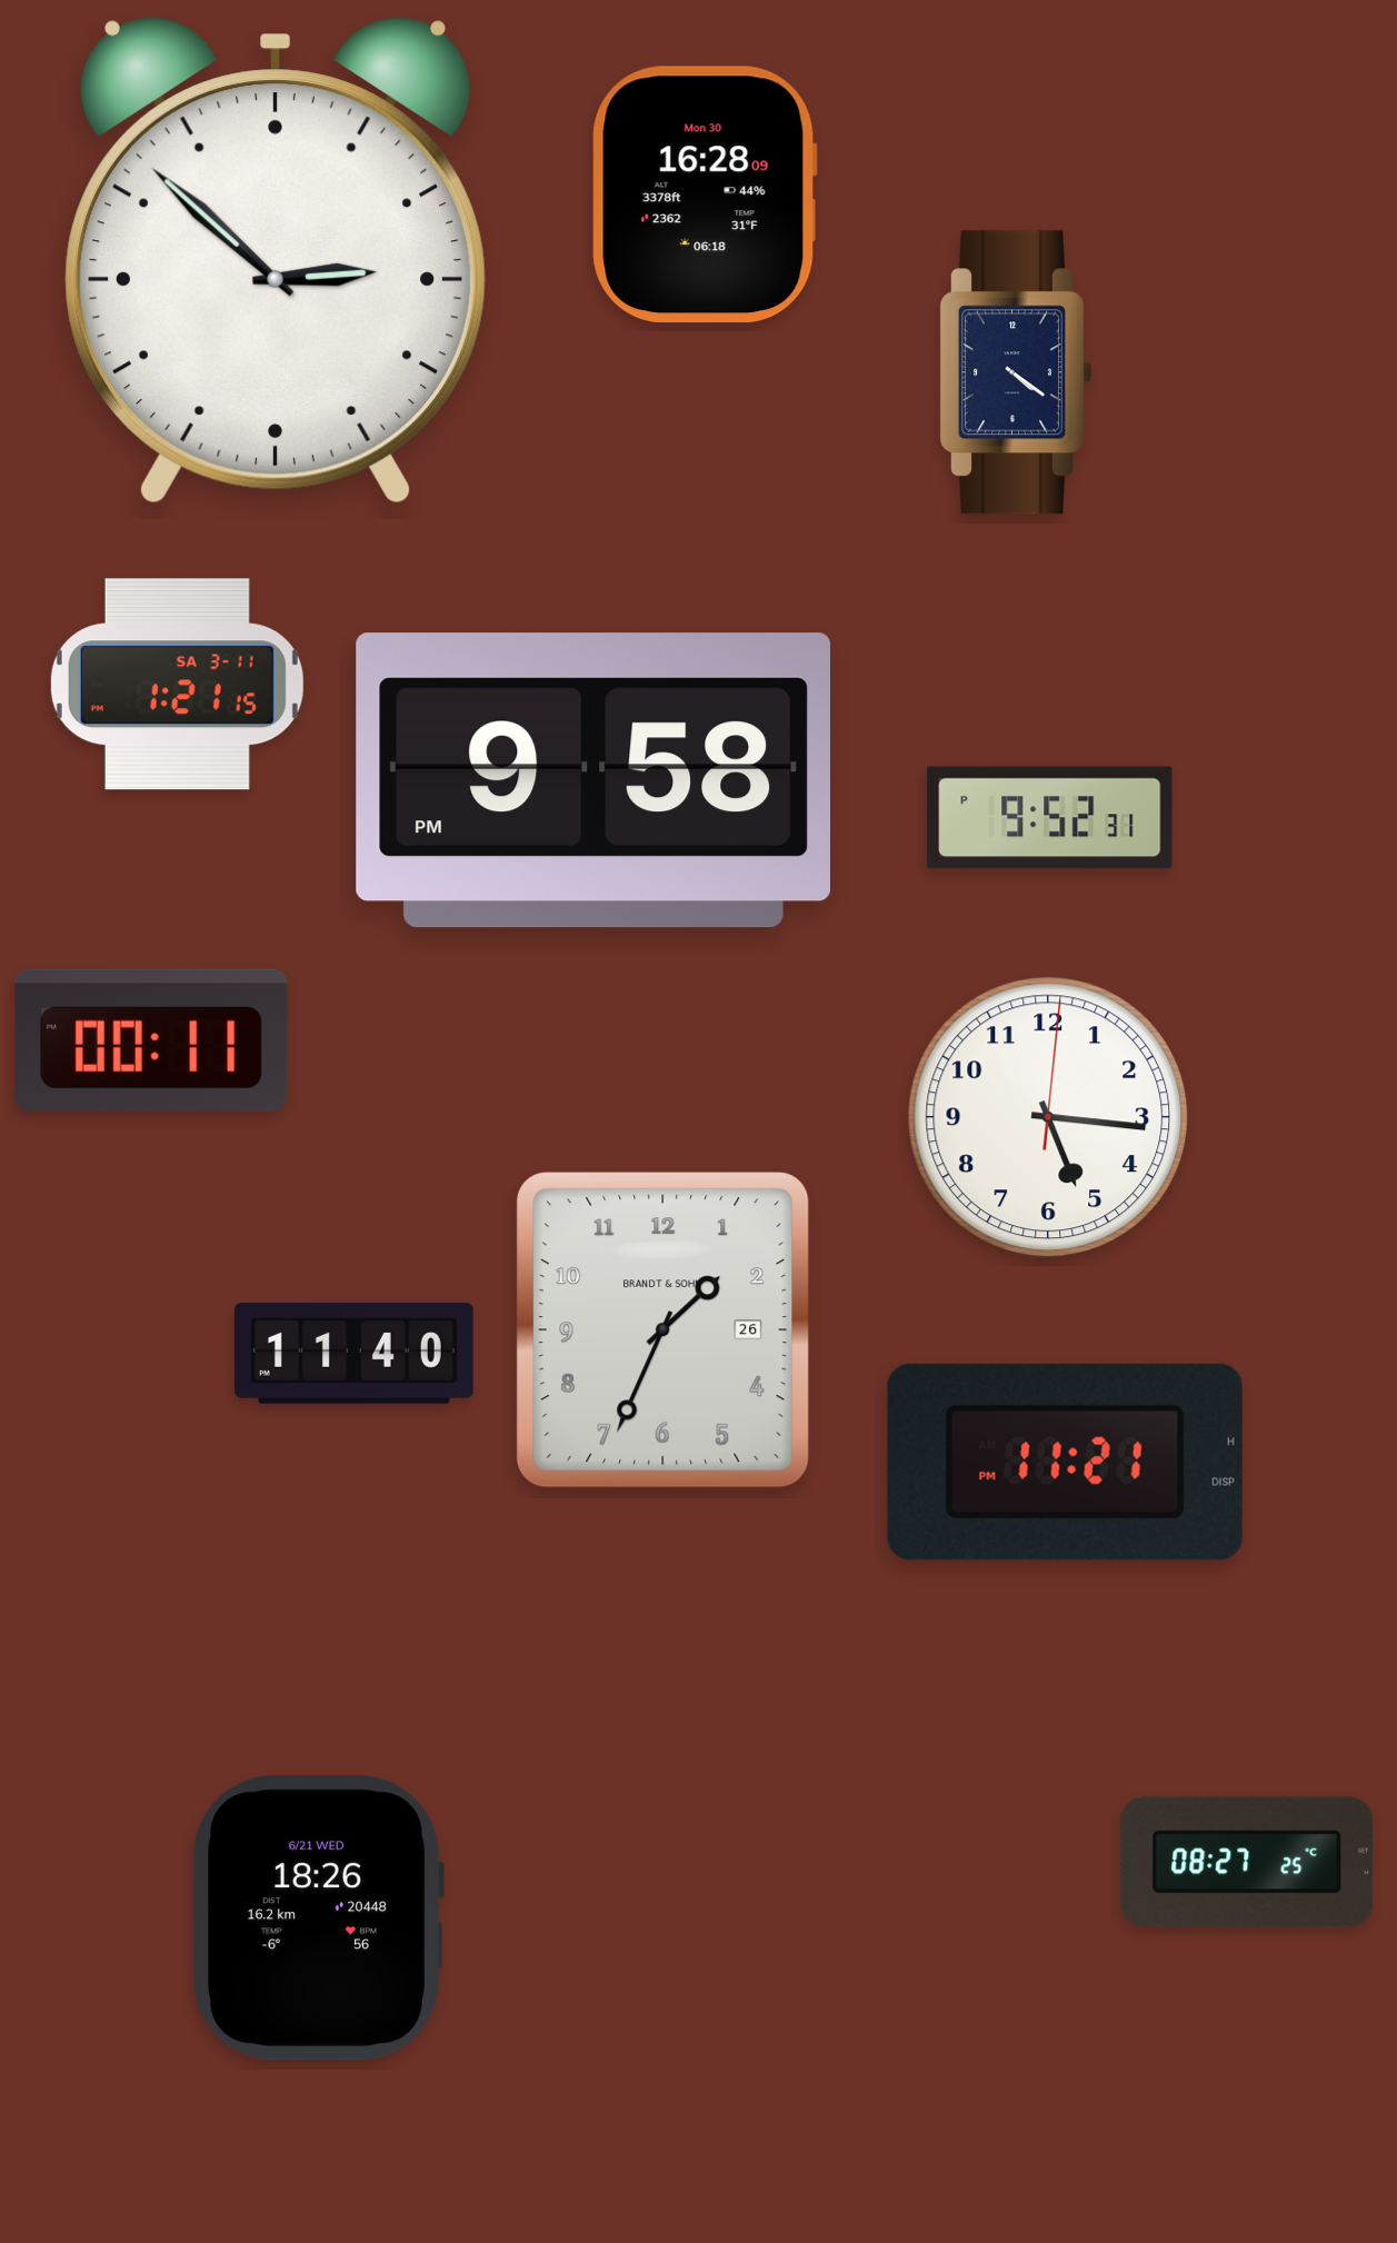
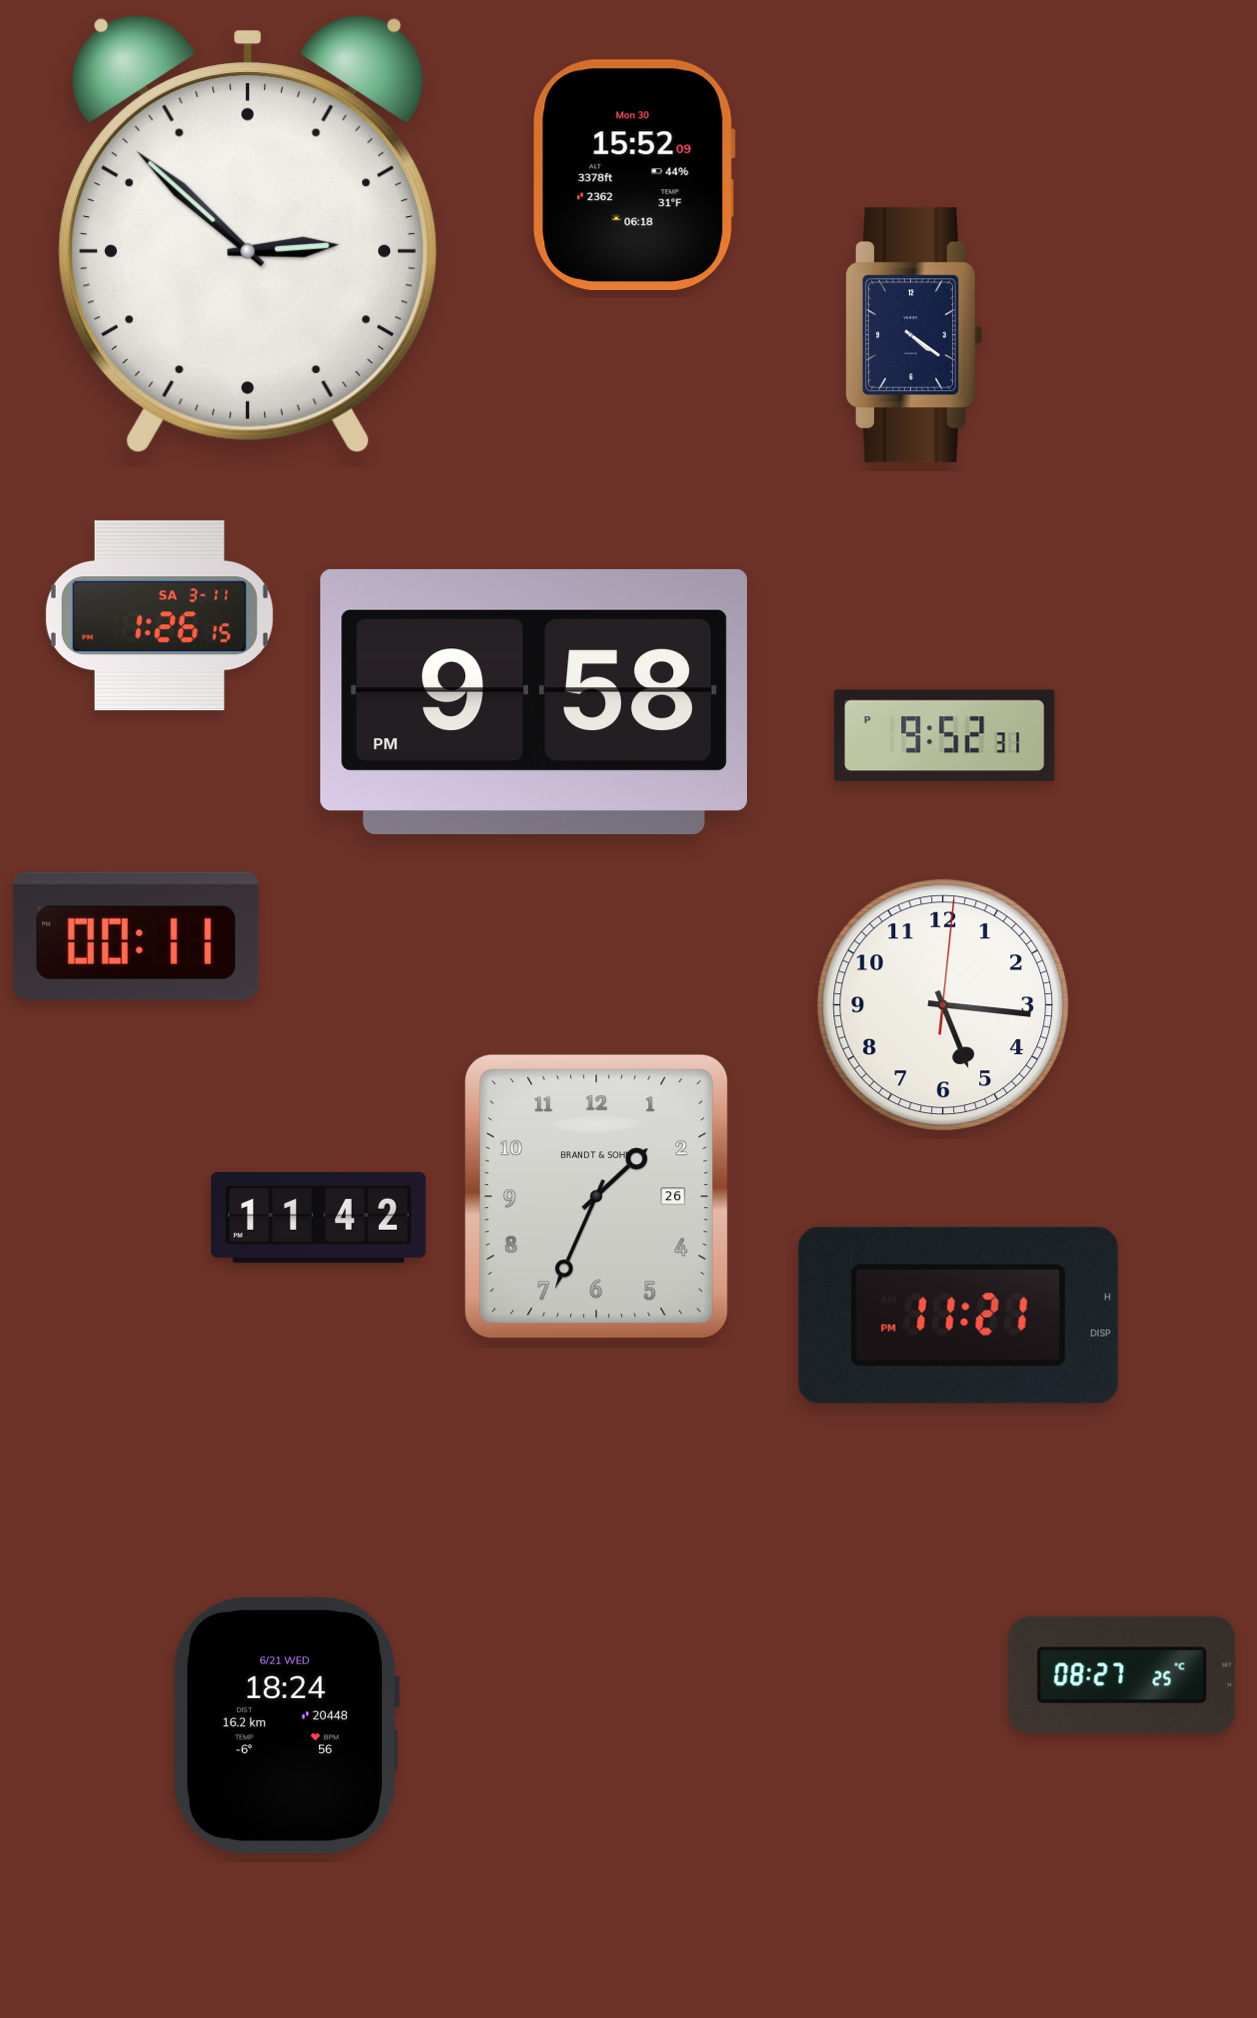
clock at (705, 195): 16:28 -> 15:52
clock at (177, 685): 1:21 -> 1:26
clock at (353, 1354): 11:40 -> 11:42
clock at (318, 1918): 18:26 -> 18:24
